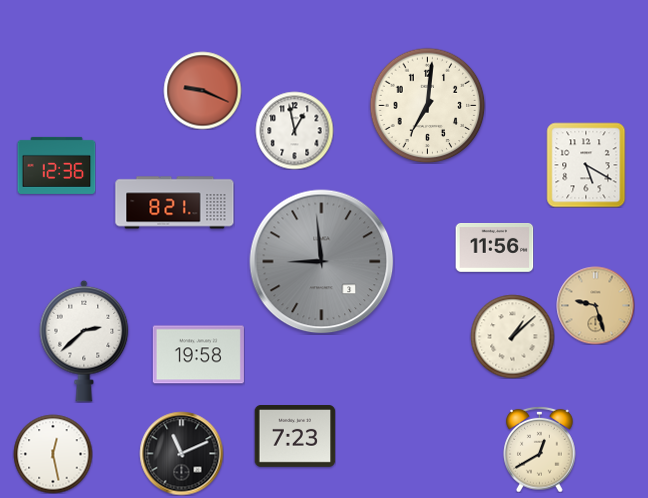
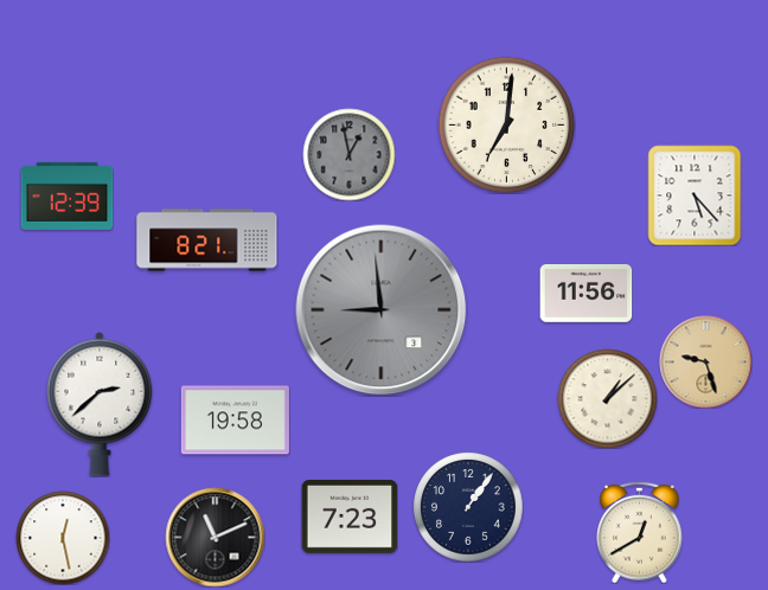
clock at (202, 90): 9:19 -> none
clock at (294, 130) dial: white -> grey
clock at (56, 165): 12:36 -> 12:39
clock at (586, 165): 5:20 -> 5:23
clock at (468, 507): none -> 1:06
